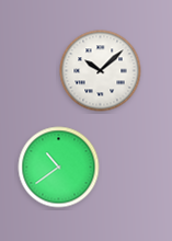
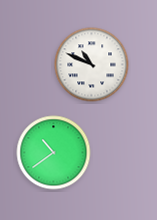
clock at (101, 71): 10:08 -> 10:49
